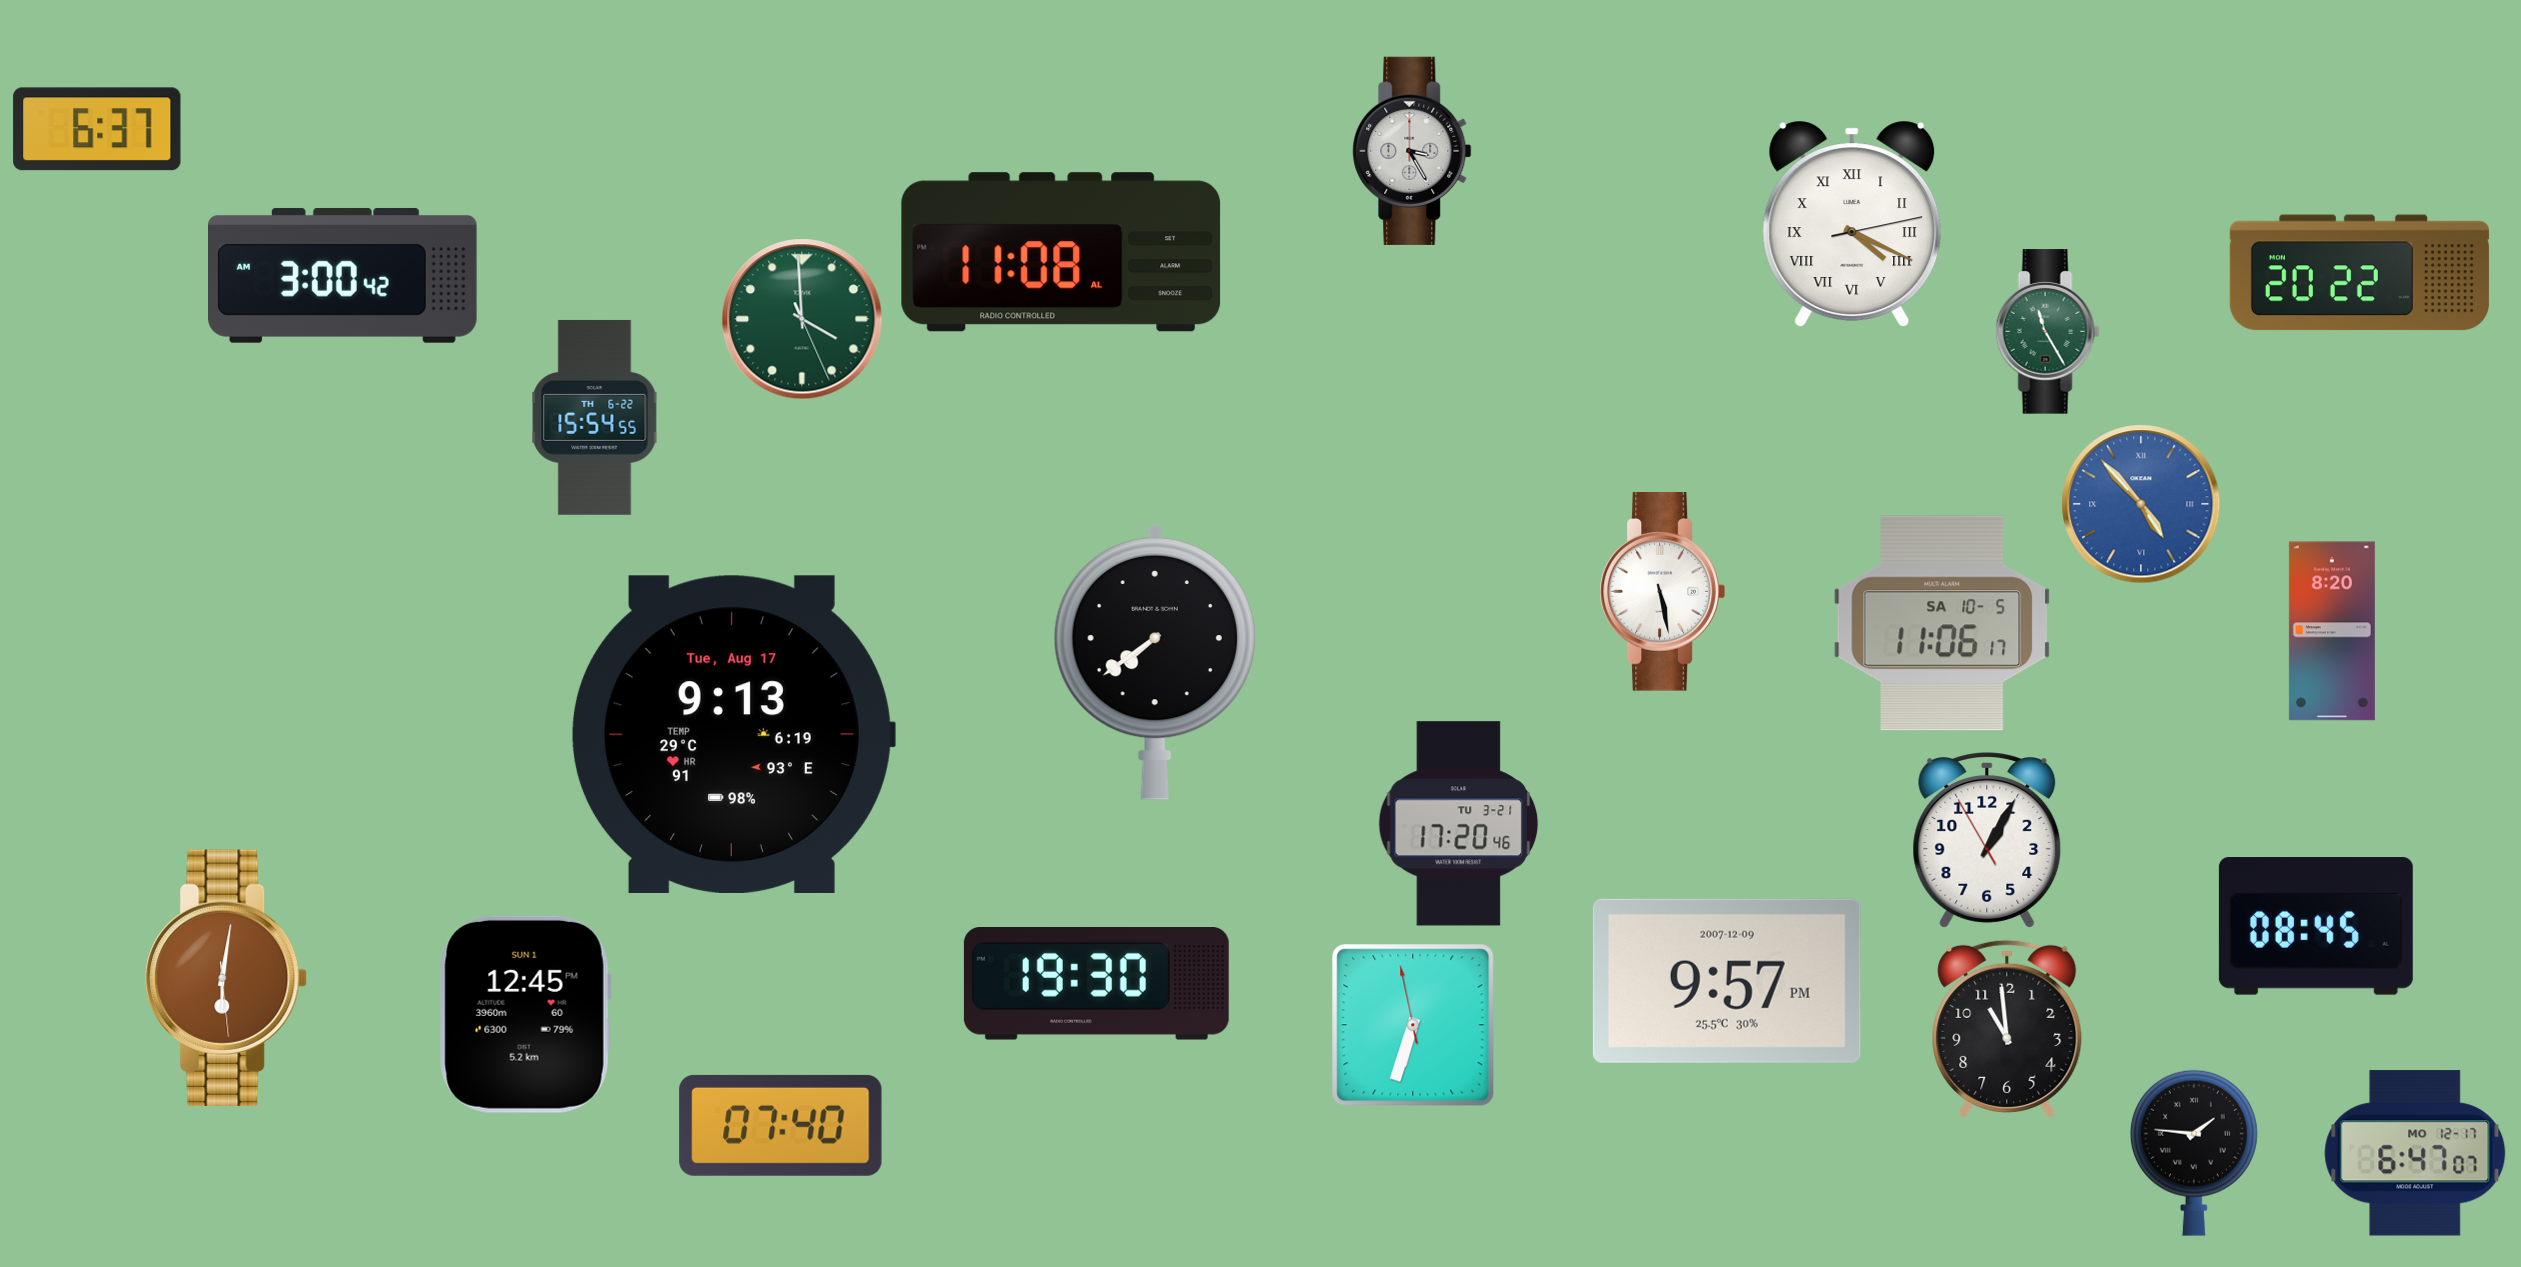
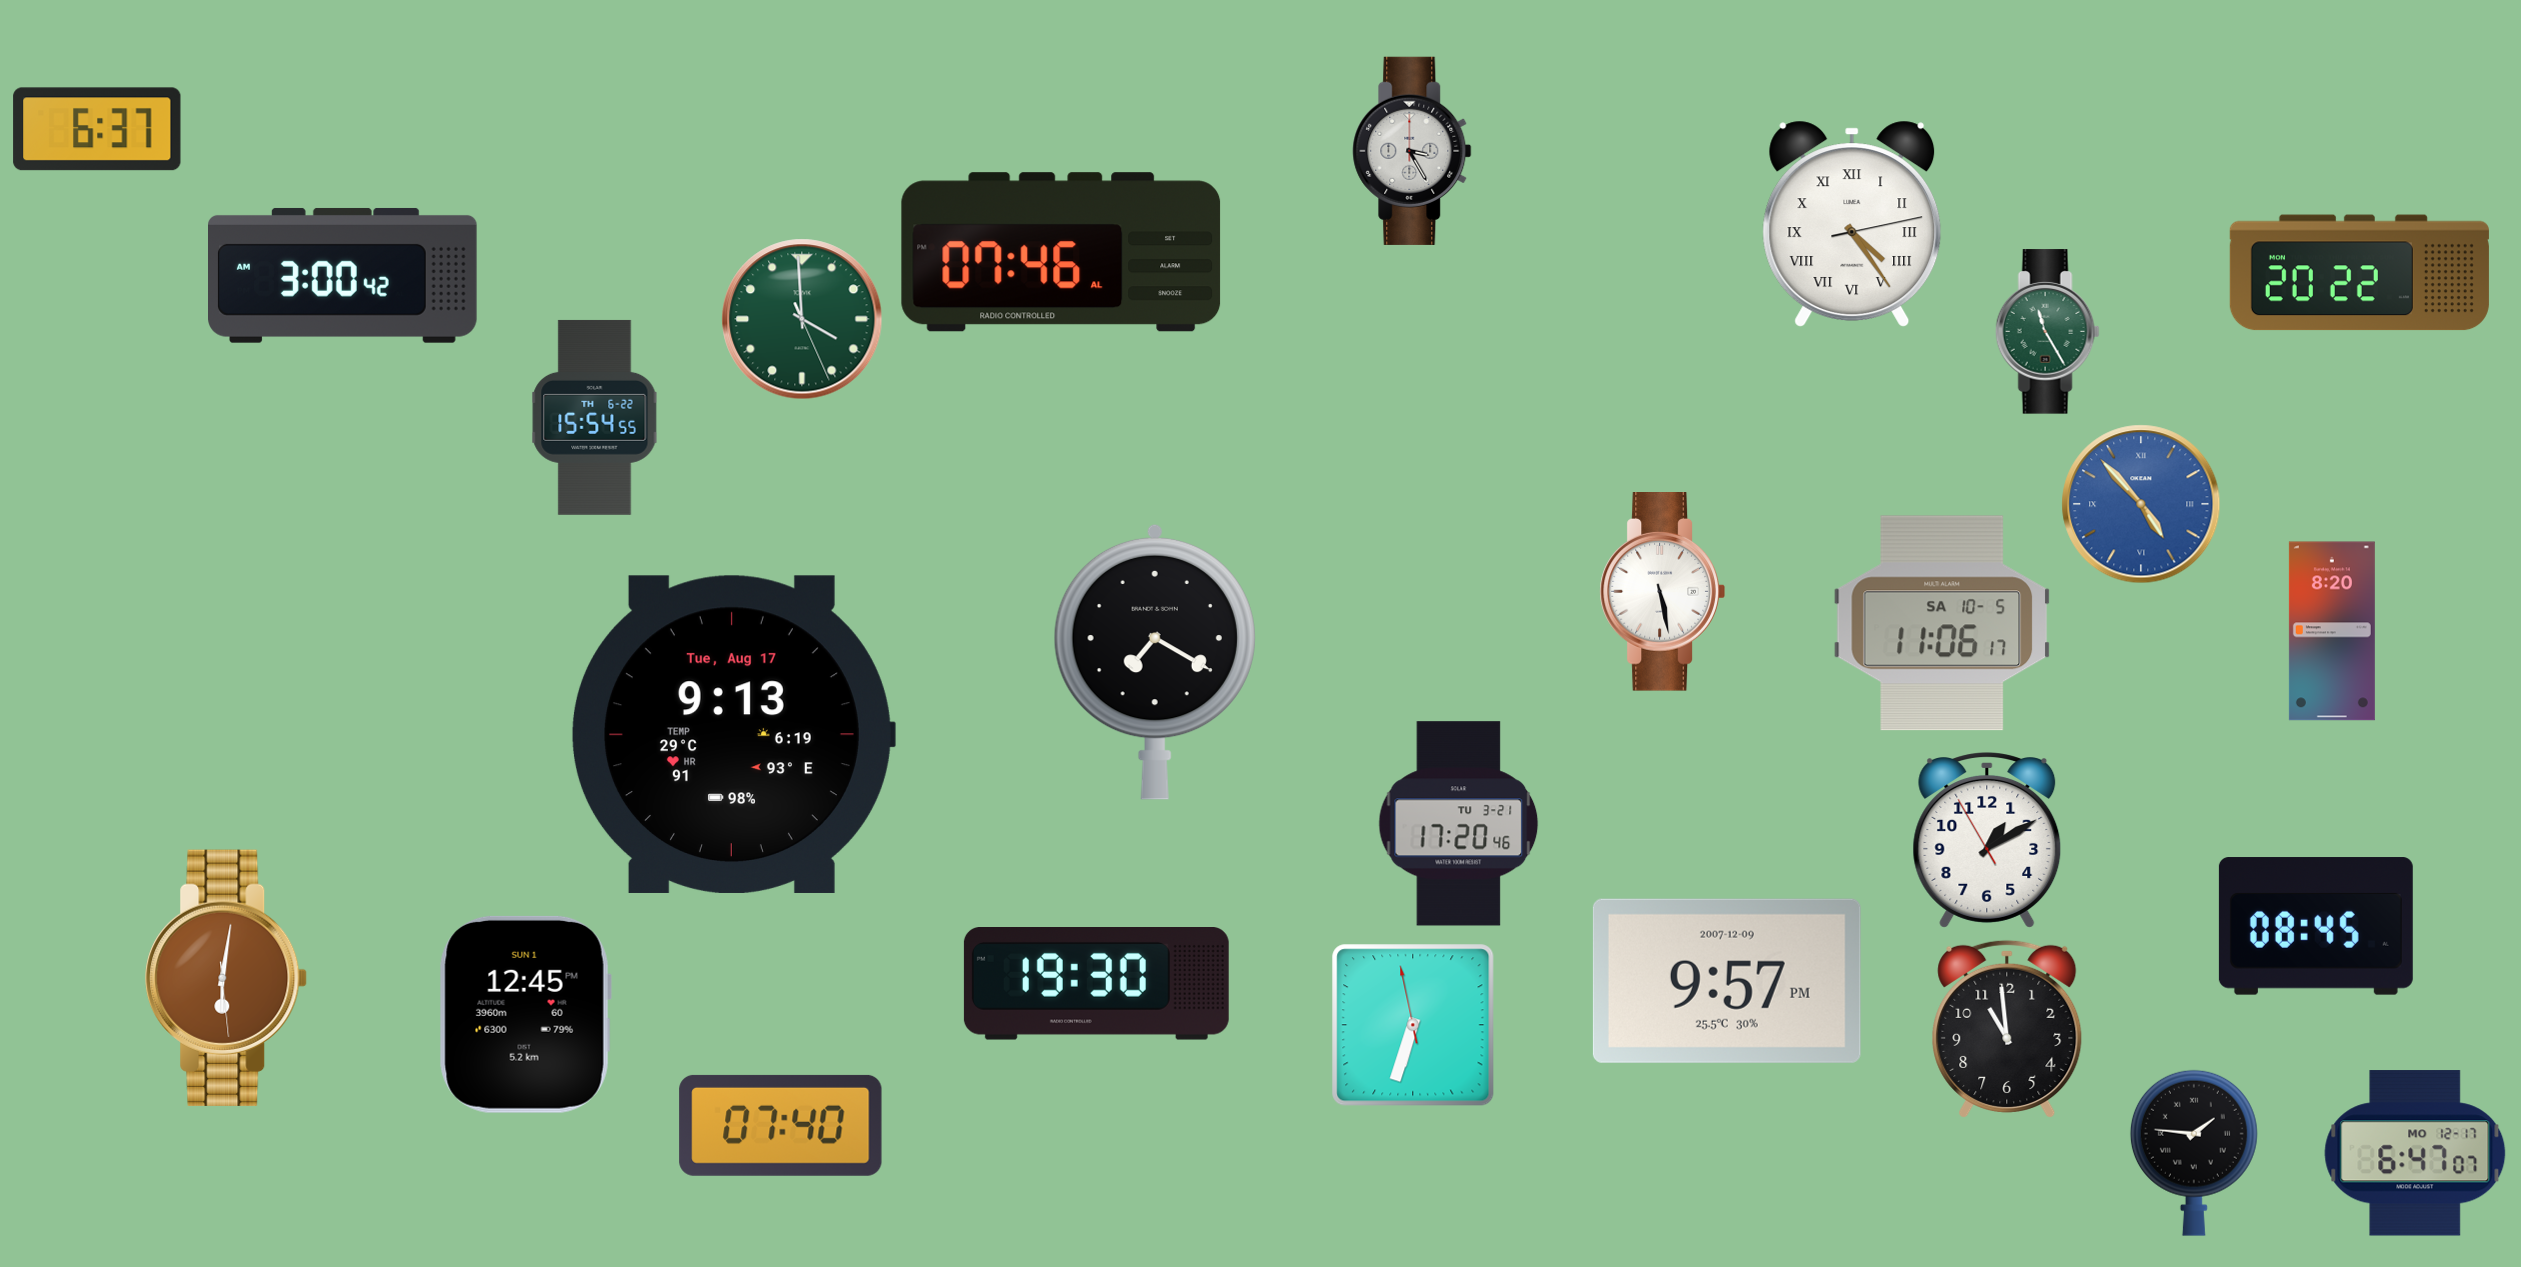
clock at (1852, 223): 4:19 -> 4:24
clock at (1061, 252): 11:08 -> 07:46
clock at (1155, 662): 7:39 -> 7:20
clock at (1987, 841): 1:04 -> 1:09
